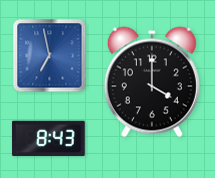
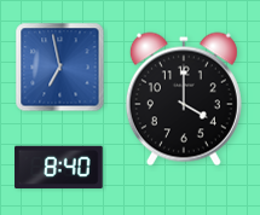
clock at (49, 139): 8:43 -> 8:40
